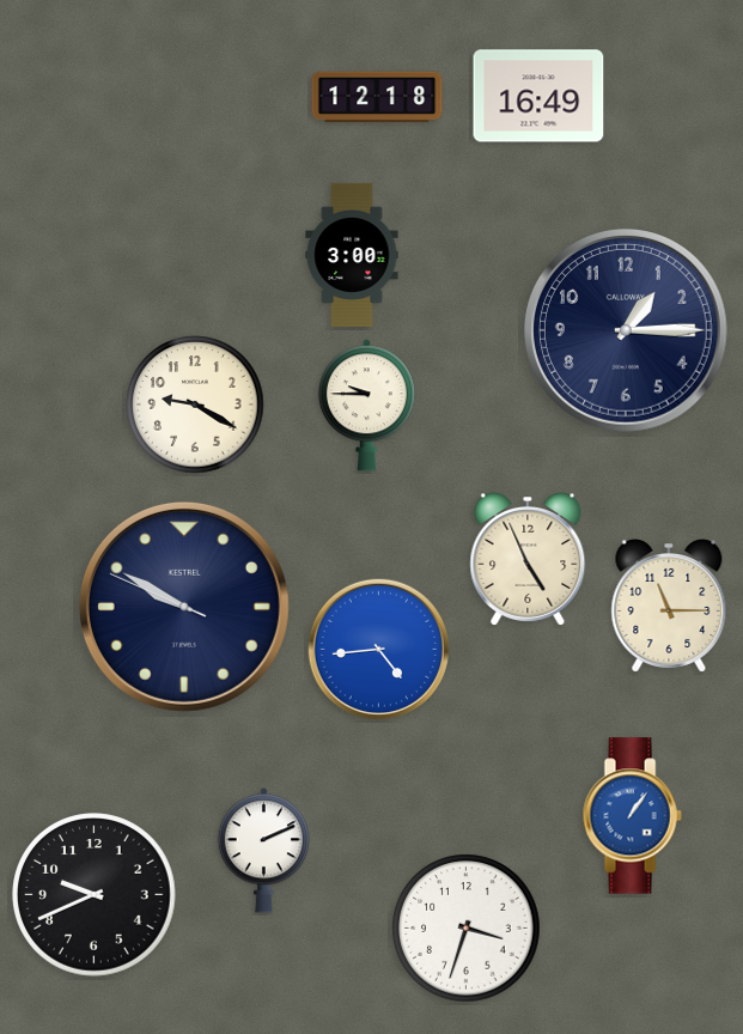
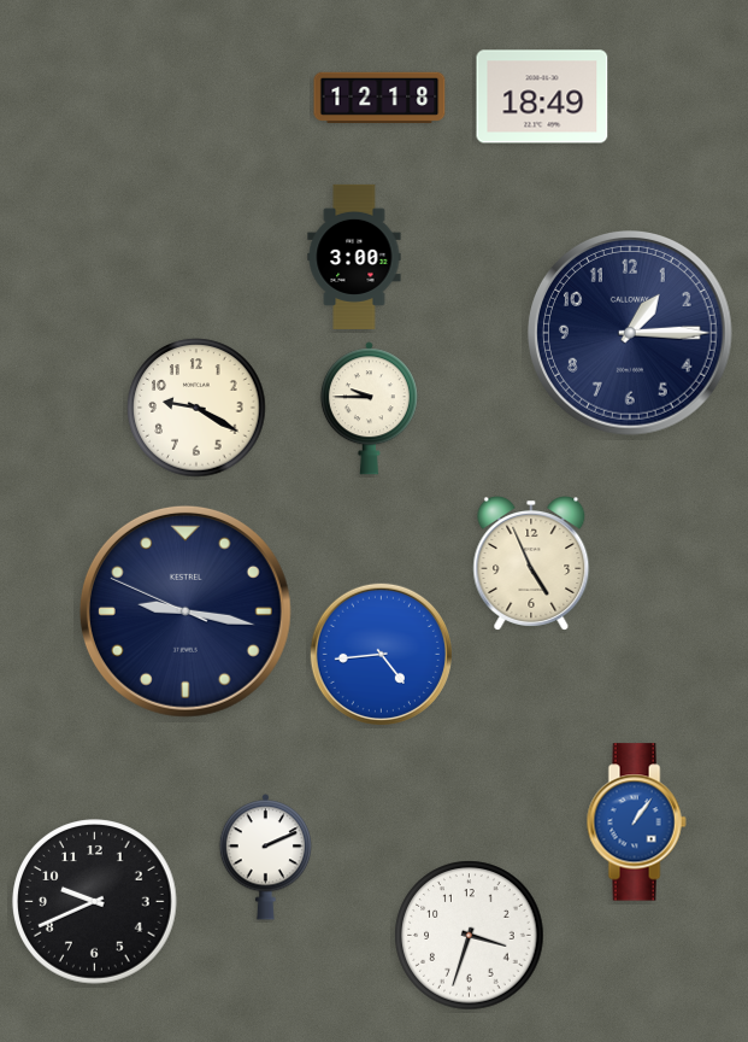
clock at (538, 96): 16:49 -> 18:49
clock at (669, 606): 11:15 -> none
clock at (184, 607): 9:49 -> 9:16
